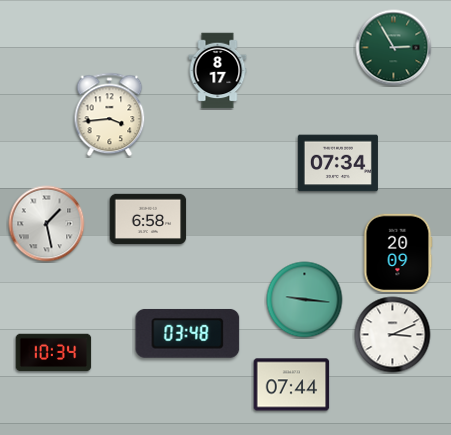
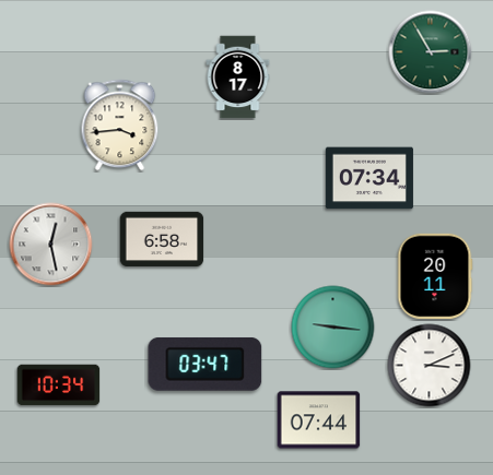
clock at (47, 224): 1:28 -> 12:28
clock at (398, 252): 20:09 -> 20:11
clock at (188, 333): 03:48 -> 03:47
